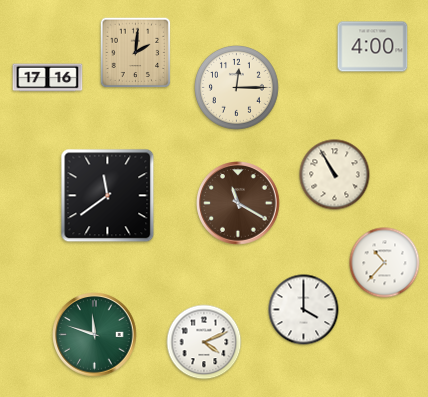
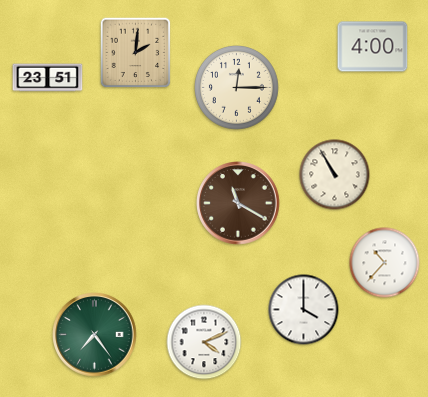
clock at (48, 78): 17:16 -> 23:51
clock at (108, 196): 11:39 -> none
clock at (95, 335): 11:48 -> 7:24
